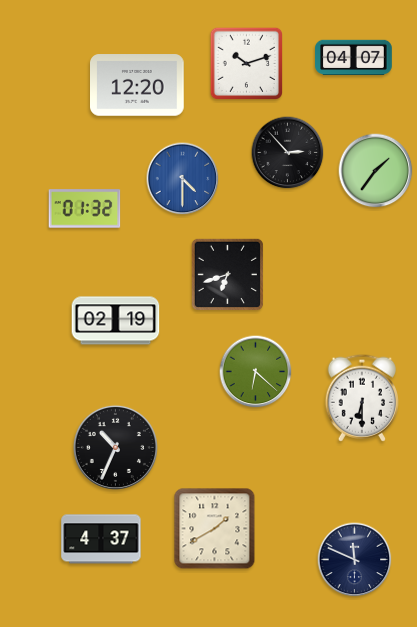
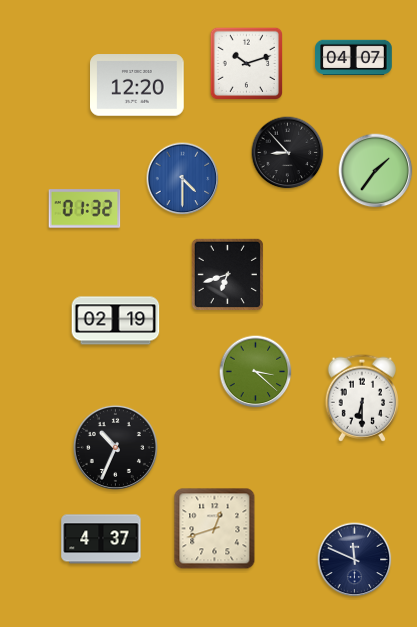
clock at (288, 153): 2:53 -> 8:53
clock at (256, 372): 6:22 -> 3:22
clock at (215, 529): 1:40 -> 12:42
